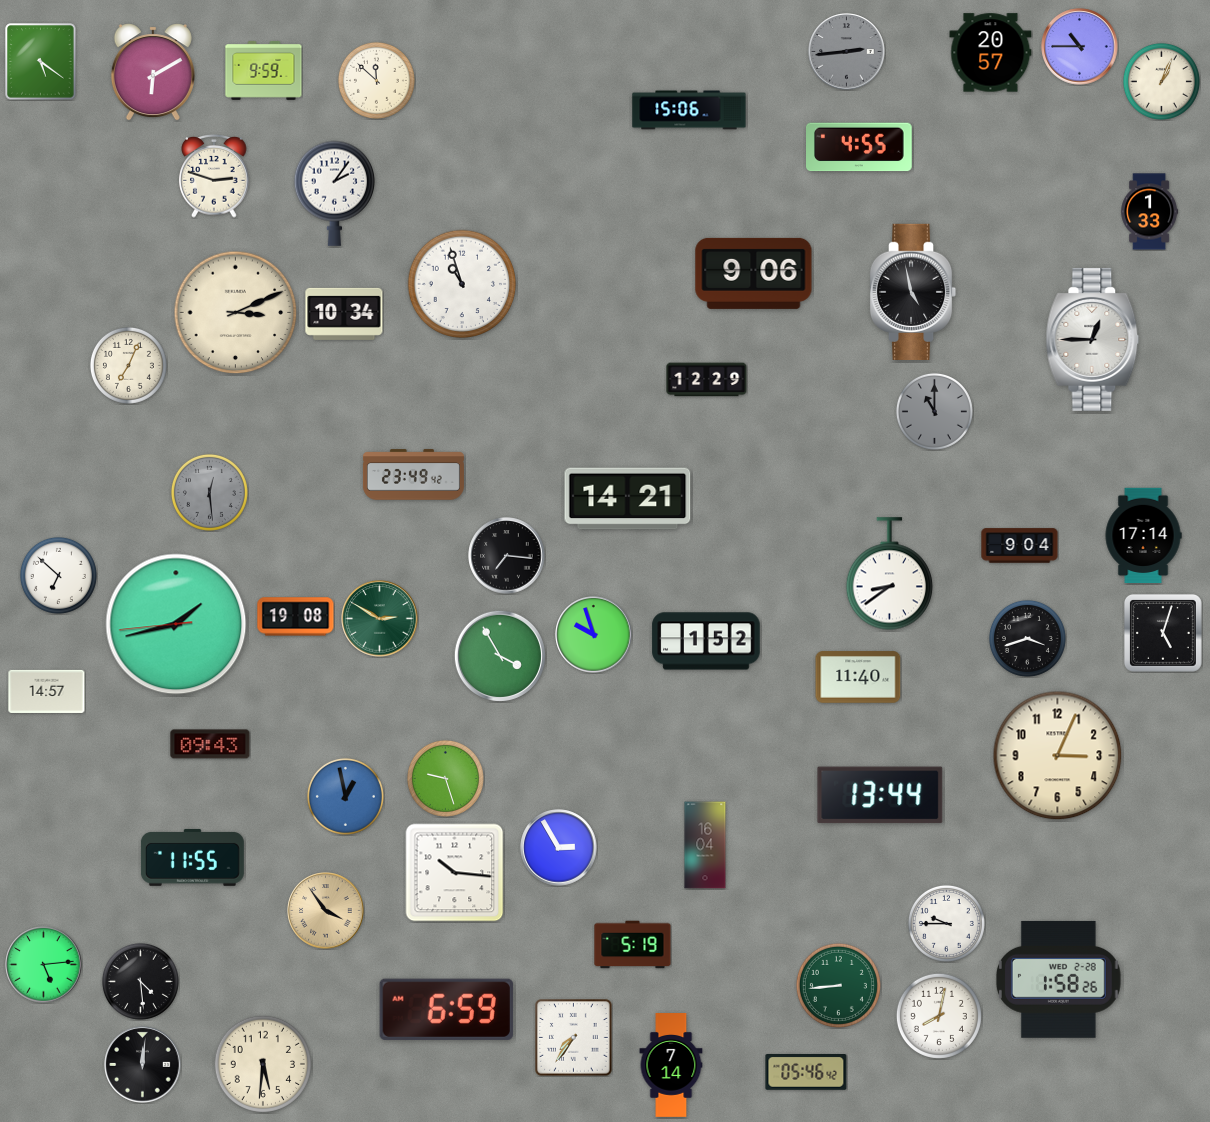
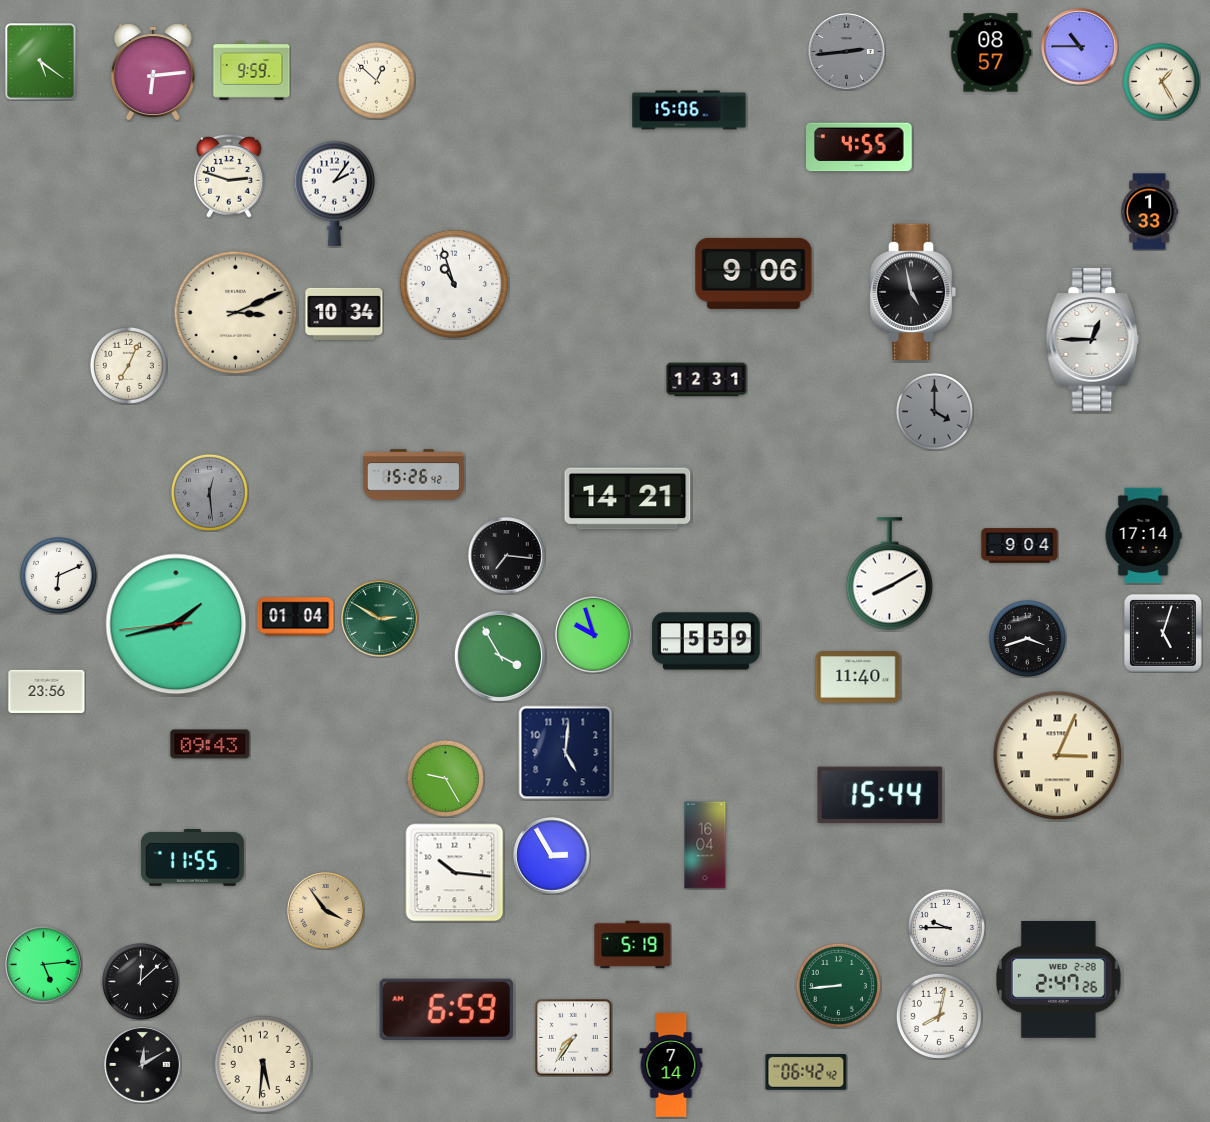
clock at (991, 53): 20:57 -> 08:57
clock at (264, 70) position: (264, 70) -> (252, 70)
clock at (153, 72): 6:10 -> 6:14
clock at (376, 80): 11:52 -> 12:52
clock at (1161, 81): 1:04 -> 1:25
clock at (214, 177) position: (214, 177) -> (229, 177)
clock at (462, 284) position: (462, 284) -> (454, 284)
clock at (707, 380): 12:29 -> 12:31
clock at (934, 411): 11:00 -> 4:00
clock at (413, 475): 23:49 -> 15:26
clock at (890, 574): 8:39 -> 8:10
clock at (58, 575): 6:52 -> 6:11
clock at (296, 617): 19:08 -> 01:04
clock at (706, 641): 1:52 -> 5:59
clock at (47, 691): 14:57 -> 23:56
clock at (566, 753): none -> 5:01
clock at (1058, 756) numerals: Arabic -> Roman
clock at (445, 778): 9:27 -> 9:25
clock at (880, 795): 13:44 -> 15:44
clock at (345, 796): 12:58 -> none
clock at (559, 848) position: (559, 848) -> (552, 856)
clock at (946, 923) position: (946, 923) -> (946, 927)
clock at (1058, 979): 1:58 -> 2:47
clock at (140, 981): 4:29 -> 12:08
clock at (143, 1065): 12:01 -> 12:10
clock at (806, 1073): 05:46 -> 06:42
